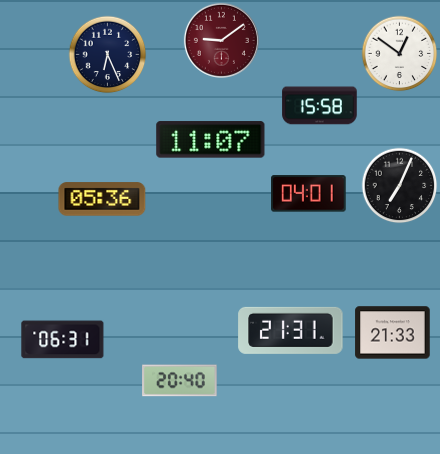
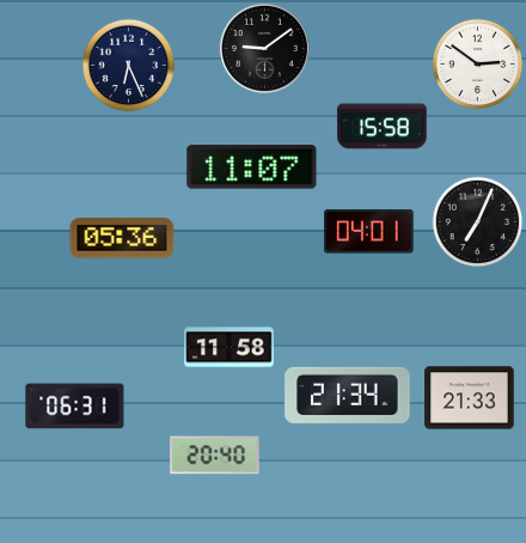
clock at (221, 40) dial: burgundy -> black
clock at (400, 54): 12:51 -> 2:51
clock at (230, 348): none -> 11:58
clock at (291, 330): 21:31 -> 21:34
